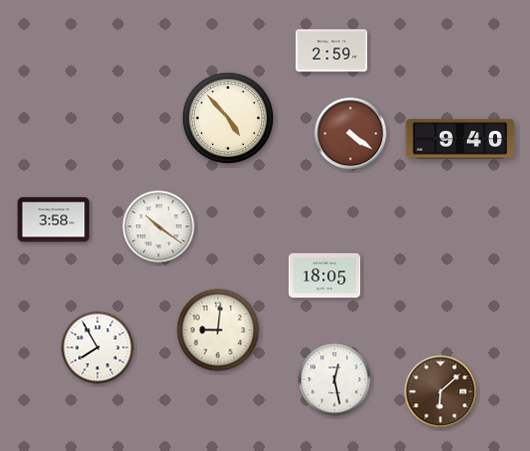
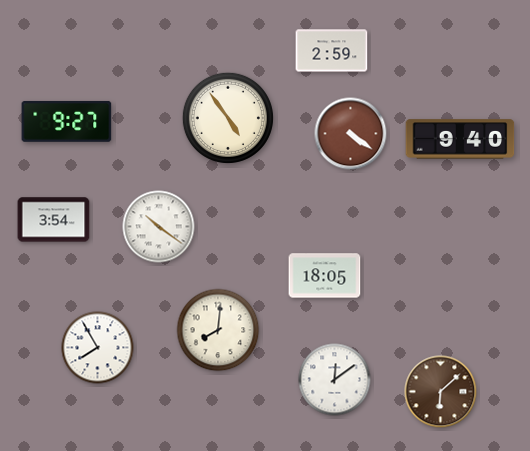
clock at (228, 118): 4:53 -> 4:54
clock at (67, 121): none -> 9:27
clock at (54, 220): 3:58 -> 3:54
clock at (218, 330): 9:01 -> 8:01
clock at (335, 380): 12:28 -> 12:09
